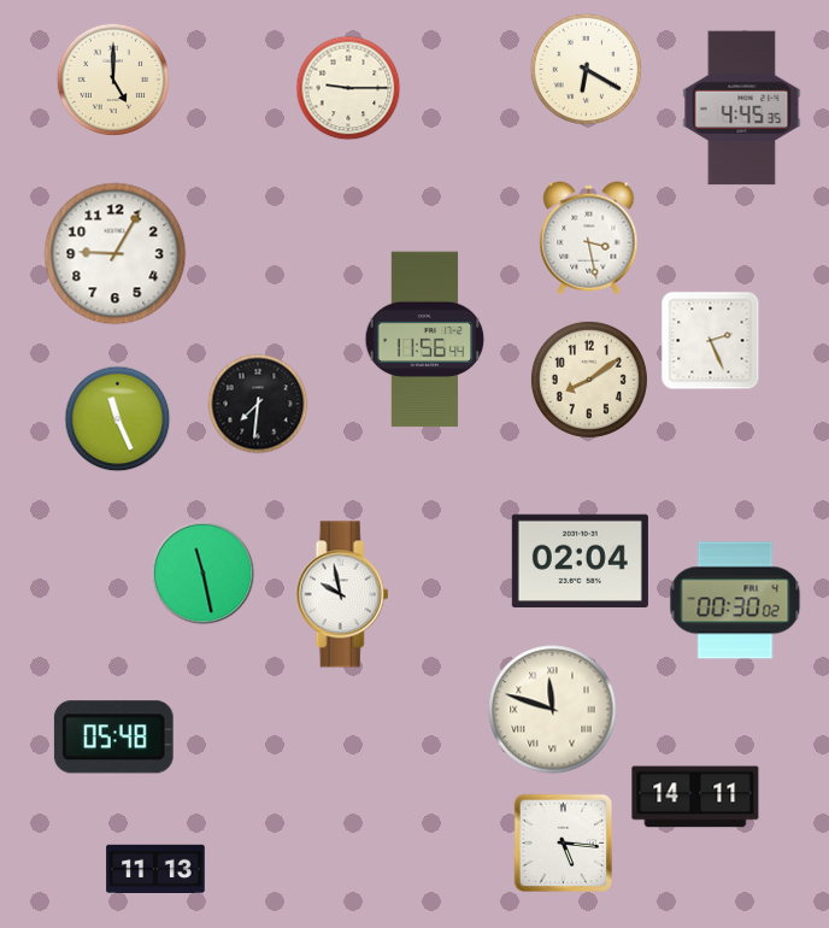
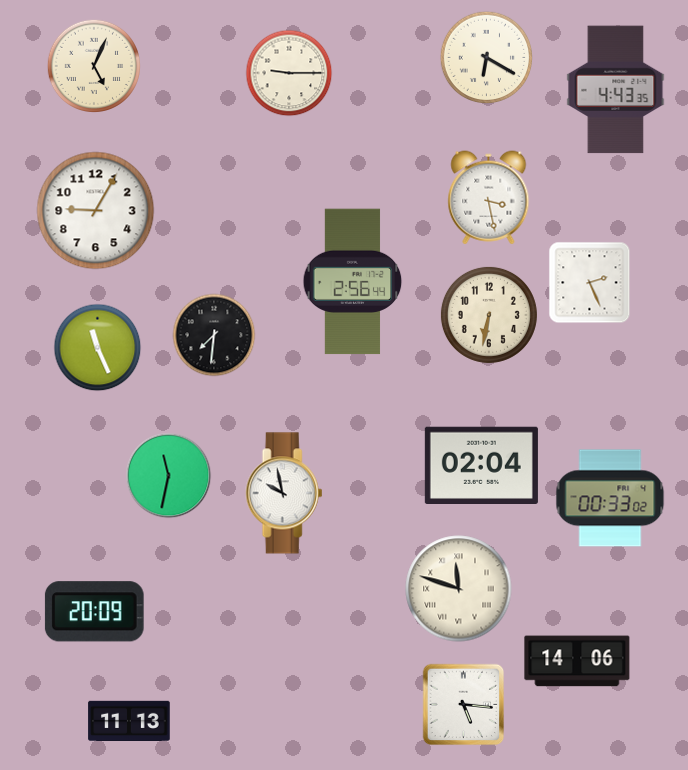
clock at (112, 78): 5:00 -> 5:04
clock at (742, 108): 4:45 -> 4:43
clock at (425, 340): 11:56 -> 2:56
clock at (589, 380): 8:09 -> 6:32
clock at (204, 574): 11:28 -> 11:32
clock at (735, 600): 00:30 -> 00:33
clock at (113, 738): 05:48 -> 20:09
clock at (695, 797): 14:11 -> 14:06
clock at (564, 844) position: (564, 844) -> (464, 705)
